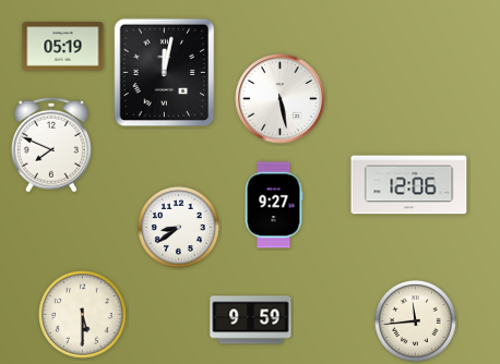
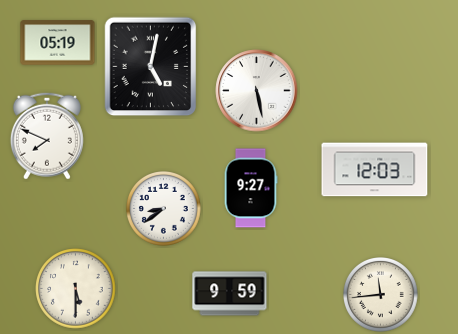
clock at (165, 73): 12:02 -> 5:02
clock at (51, 145) position: (51, 145) -> (47, 136)
clock at (409, 185): 12:06 -> 12:03
